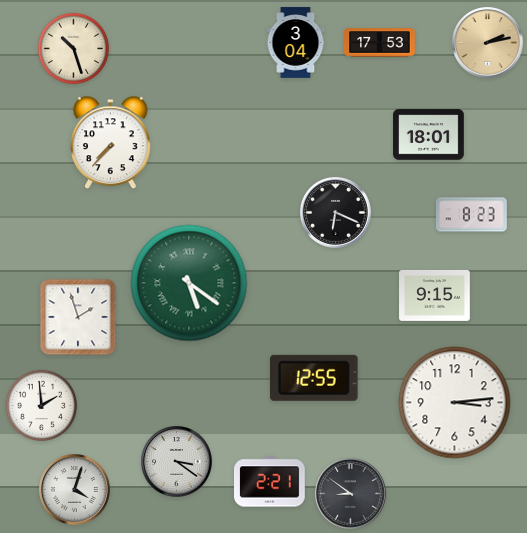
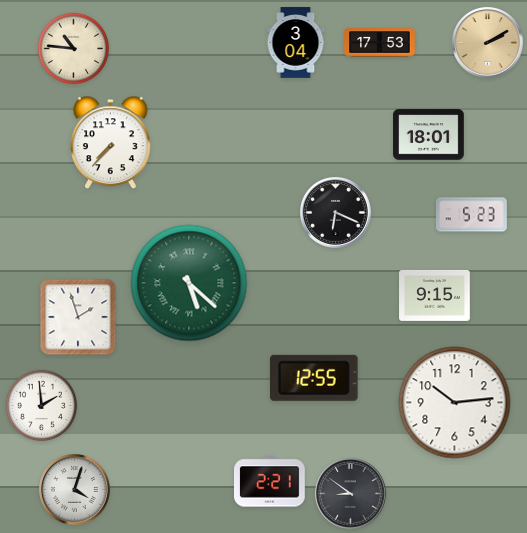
clock at (488, 43): 2:13 -> 2:10
clock at (74, 49): 10:27 -> 10:46
clock at (472, 215): 8:23 -> 5:23
clock at (189, 283): 5:21 -> 5:22
clock at (455, 403): 3:14 -> 10:14
clock at (177, 462): 3:21 -> none
